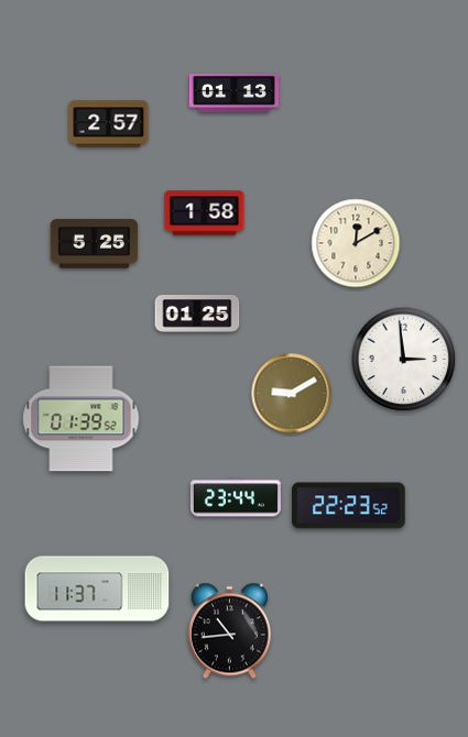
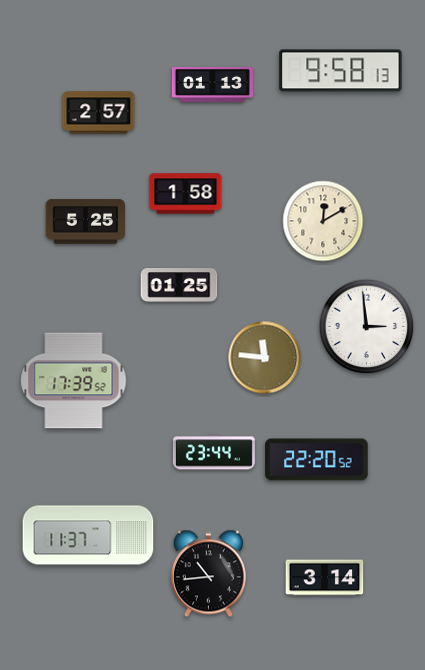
clock at (341, 71): none -> 9:58
clock at (292, 394): 9:10 -> 11:46
clock at (81, 419): 01:39 -> 17:39
clock at (349, 506): 22:23 -> 22:20
clock at (325, 578): none -> 3:14
